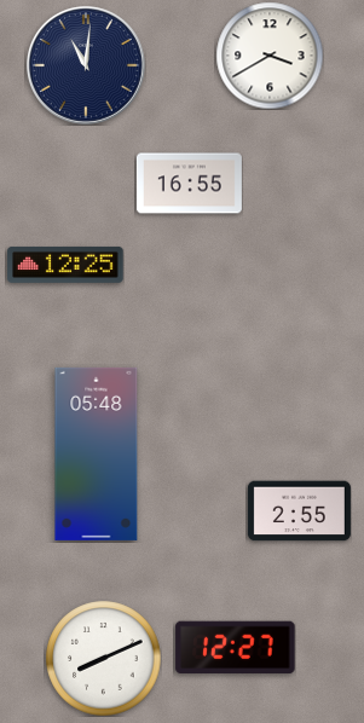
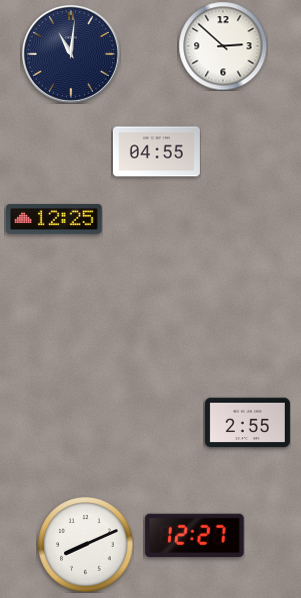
clock at (270, 56): 3:40 -> 2:52
clock at (189, 184): 16:55 -> 04:55
clock at (97, 453): 05:48 -> none
